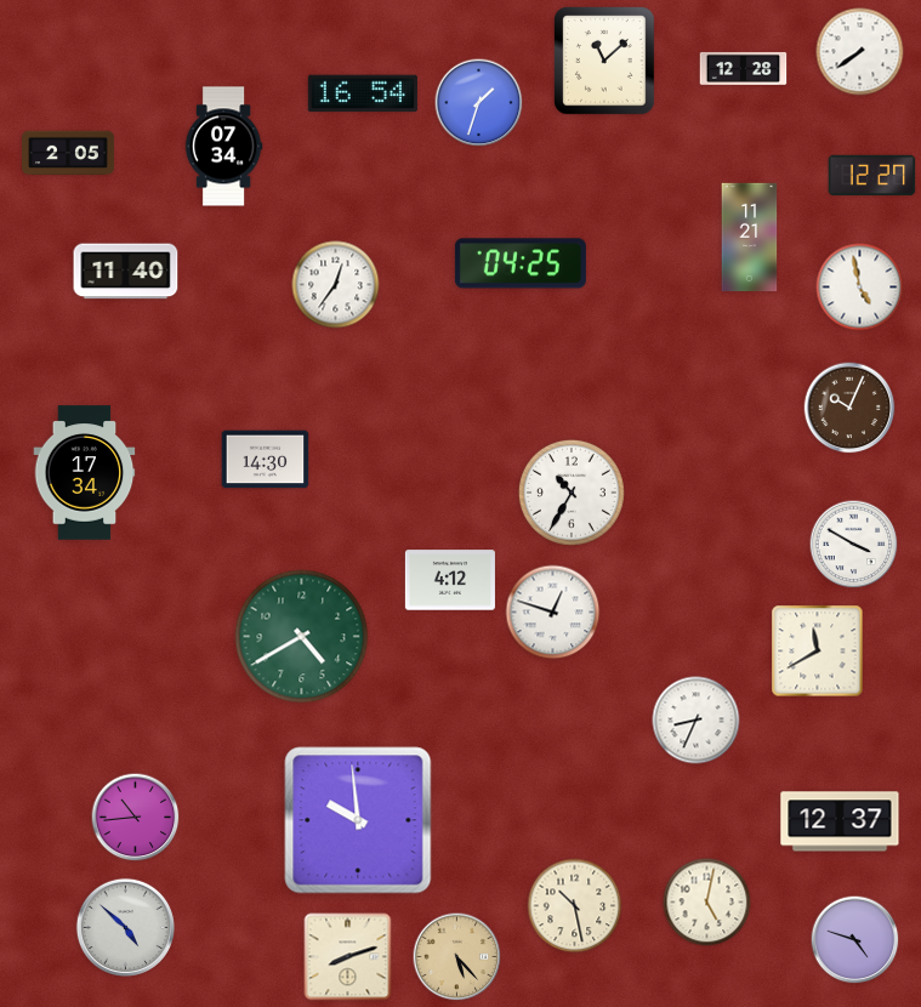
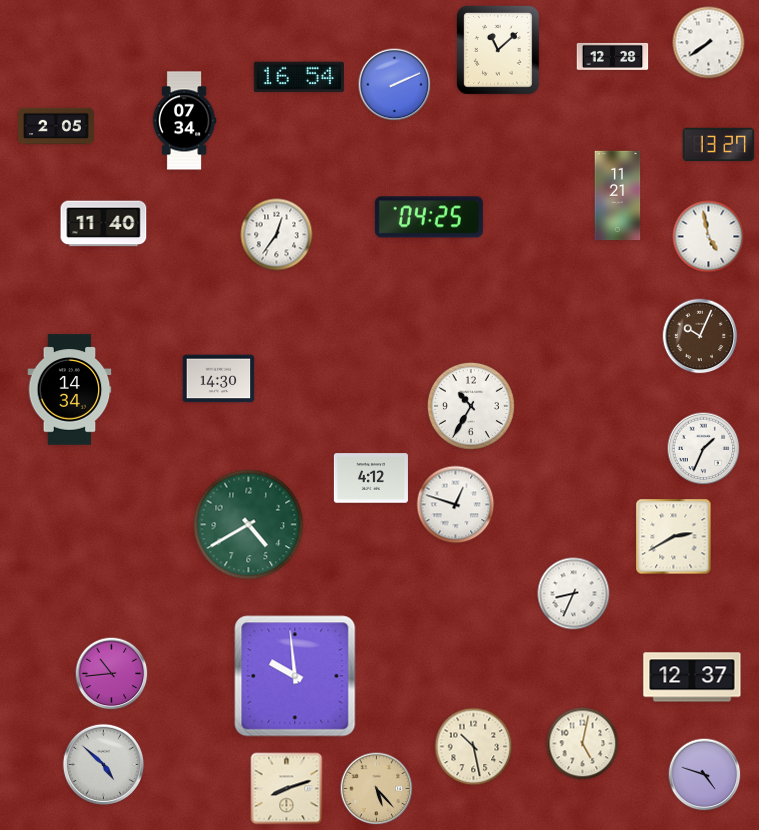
clock at (479, 103): 1:33 -> 2:11
clock at (872, 175): 12:27 -> 13:27
clock at (85, 473): 17:34 -> 14:34
clock at (854, 545): 3:50 -> 1:34
clock at (818, 652): 11:40 -> 2:40
